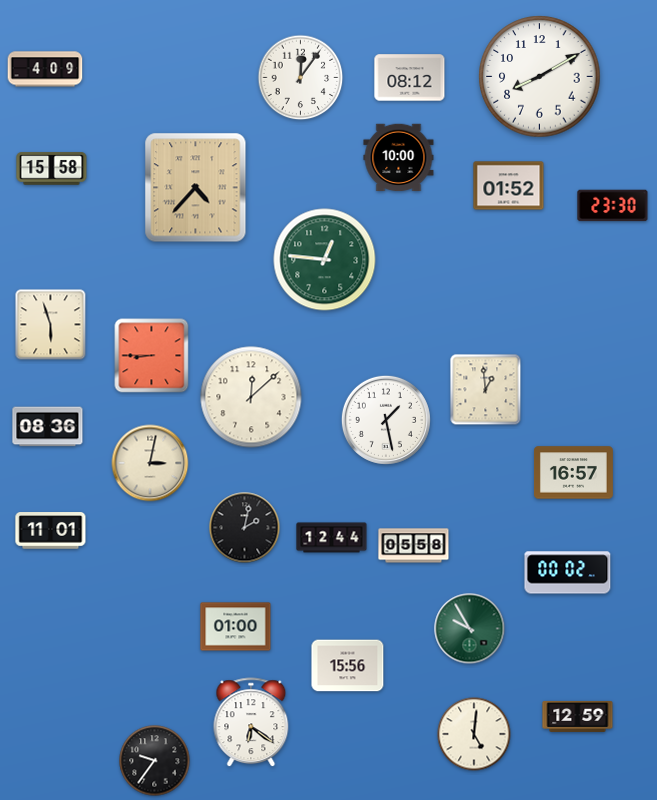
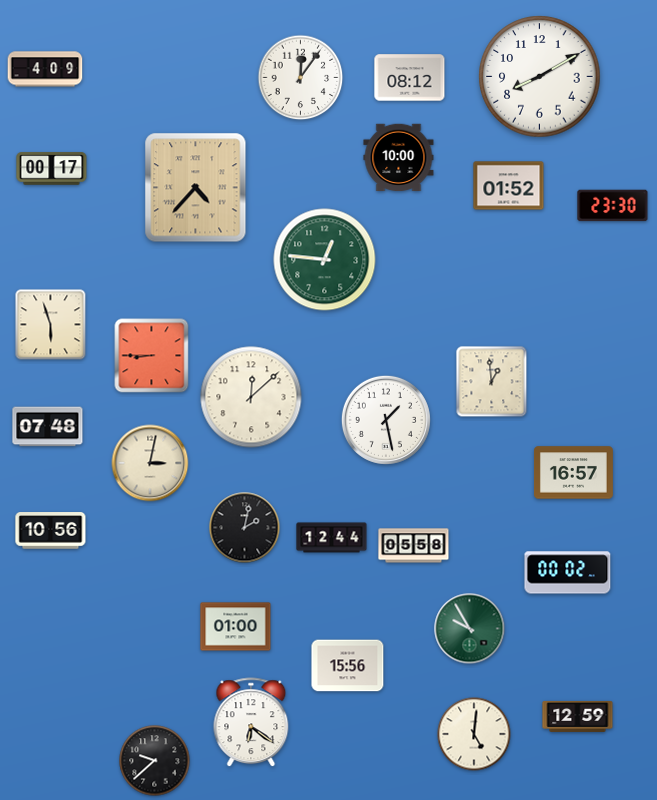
clock at (52, 169): 15:58 -> 00:17
clock at (486, 390) position: (486, 390) -> (492, 382)
clock at (48, 427): 08:36 -> 07:48
clock at (51, 531): 11:01 -> 10:56
clock at (155, 761): 9:36 -> 9:38
